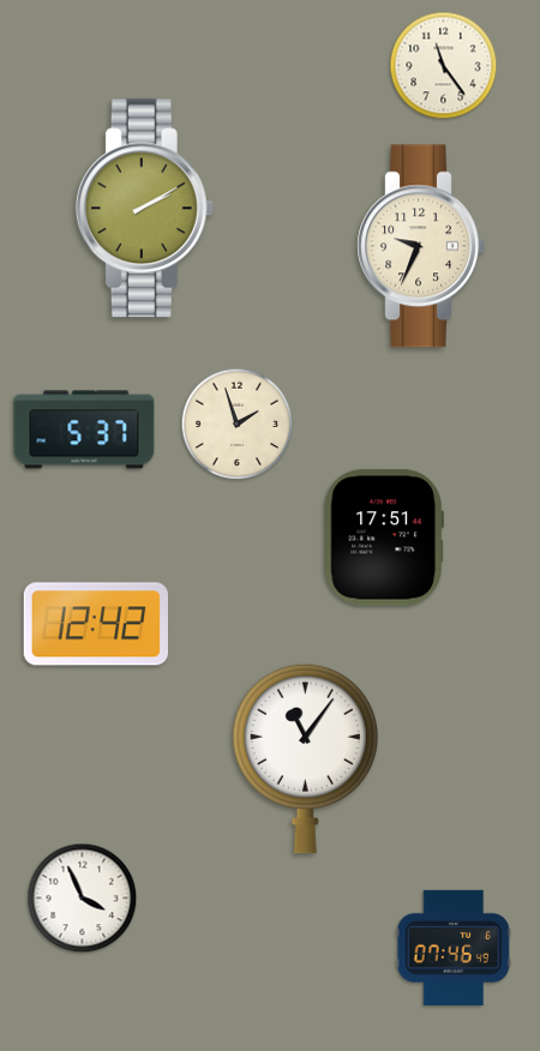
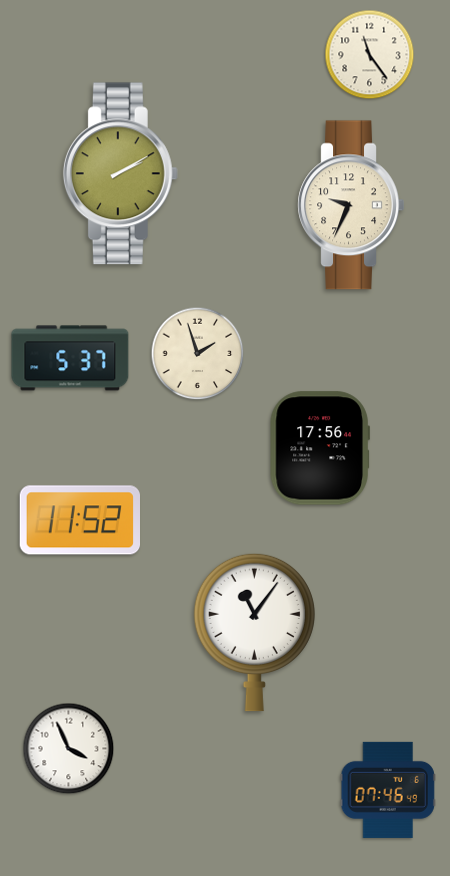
clock at (384, 537): 17:51 -> 17:56
clock at (96, 624): 12:42 -> 11:52
clock at (454, 948) position: (454, 948) -> (388, 790)
